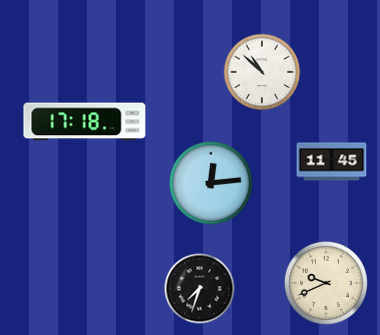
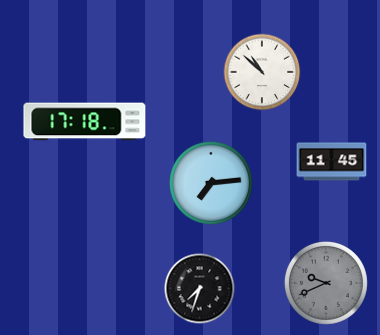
clock at (211, 183): 12:14 -> 7:14
clock at (326, 283) dial: cream -> grey
